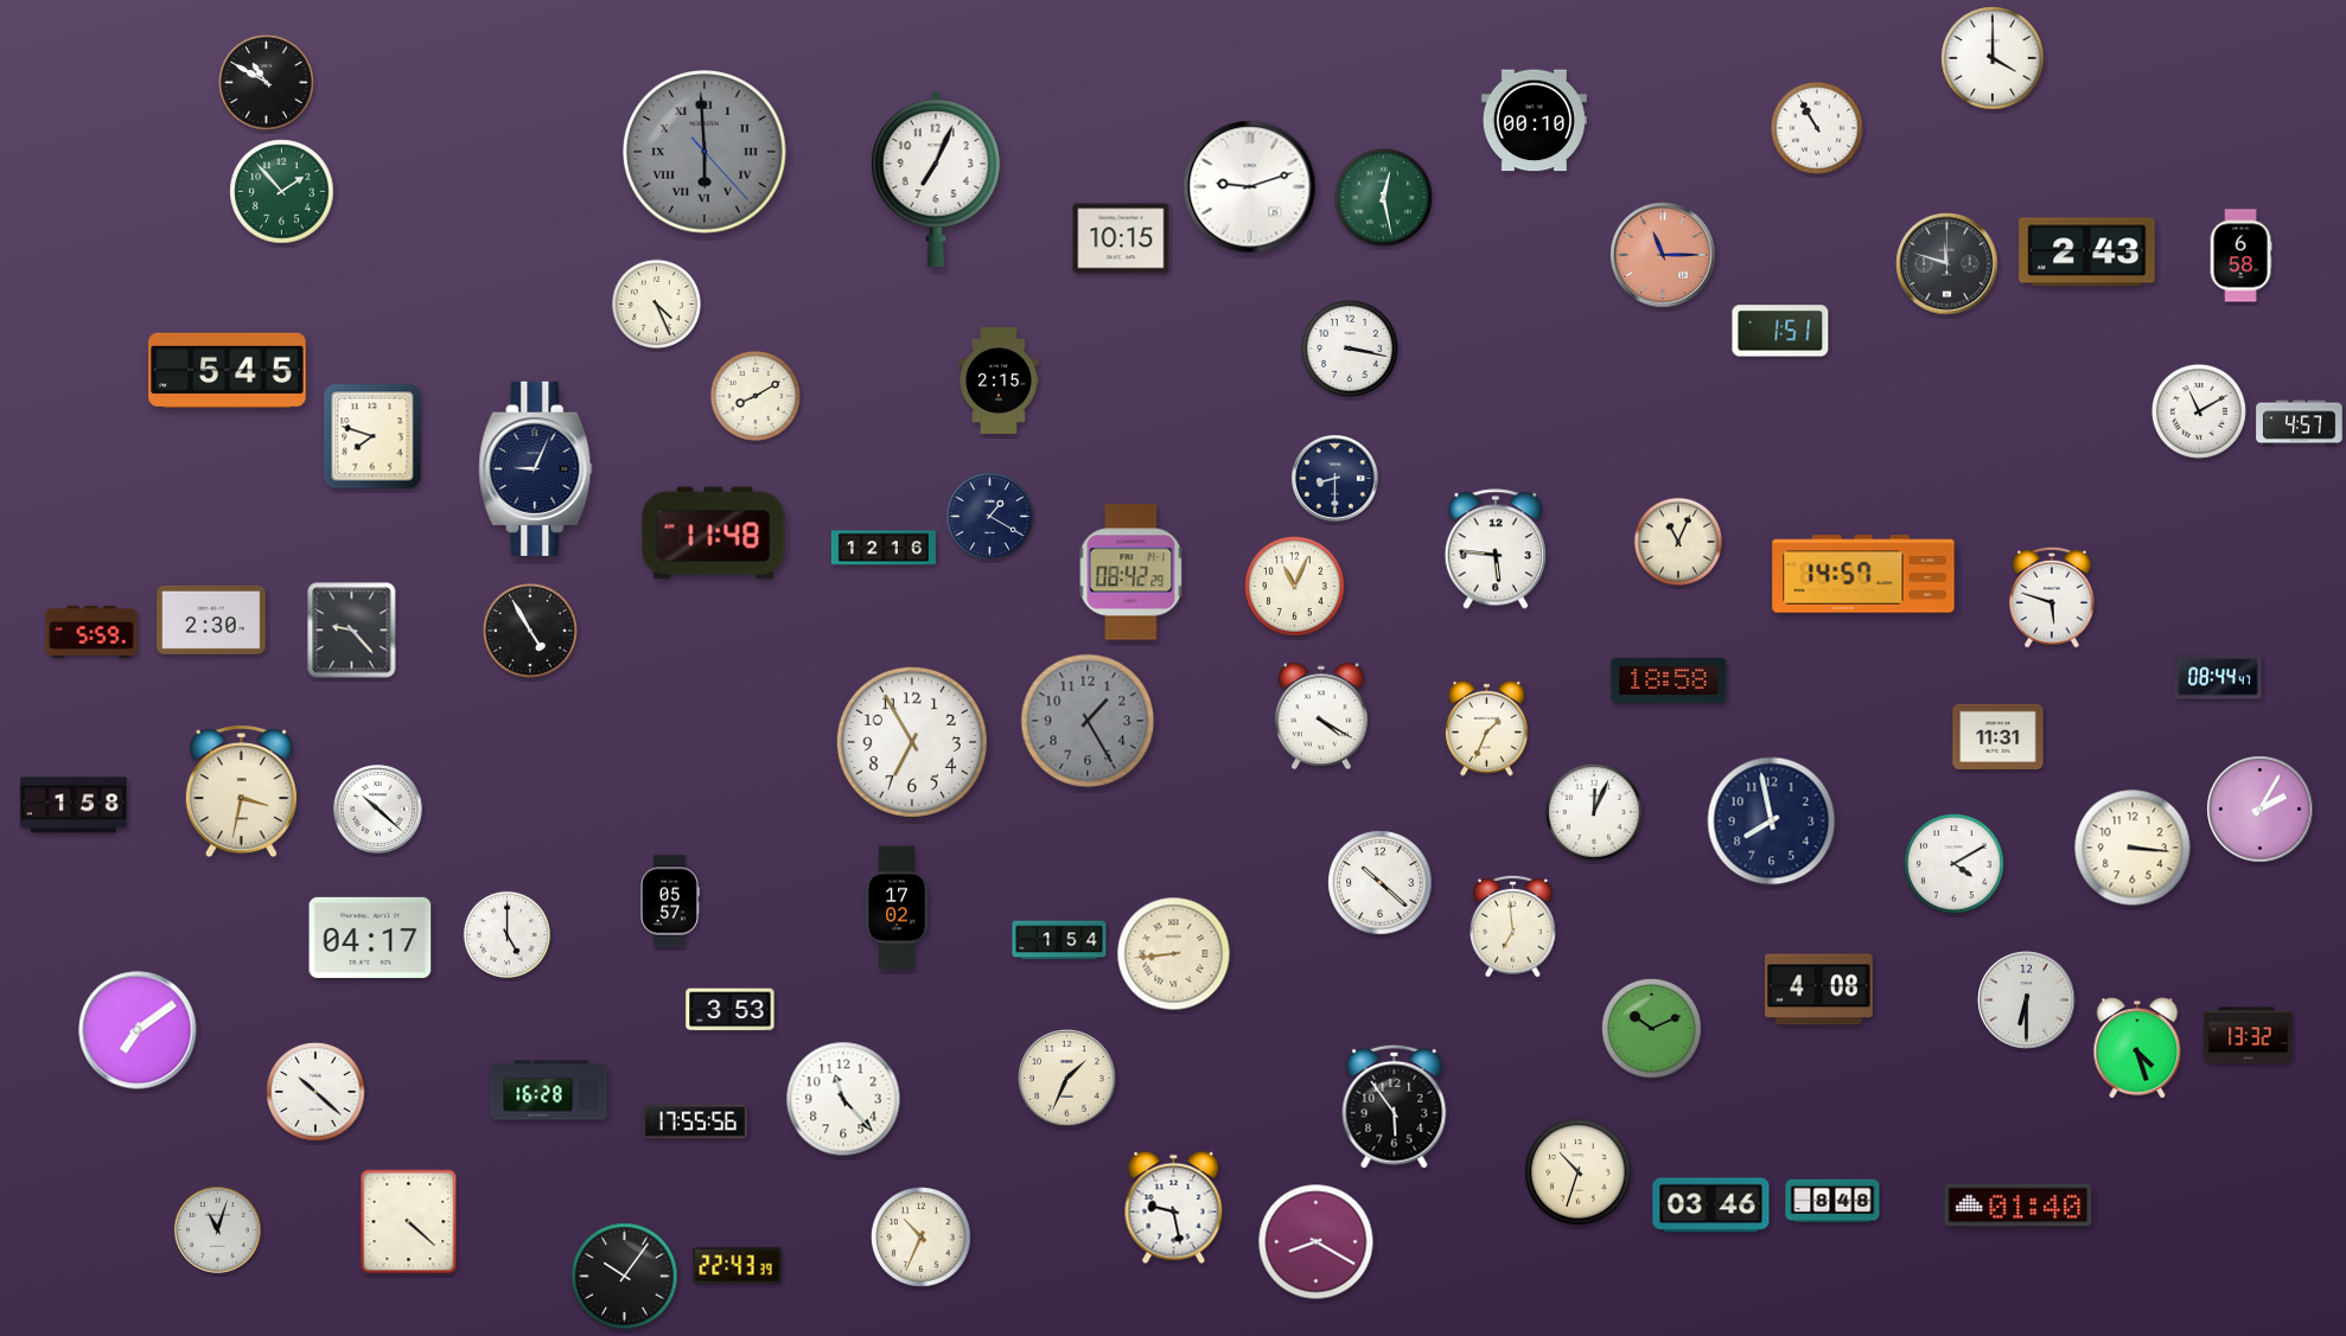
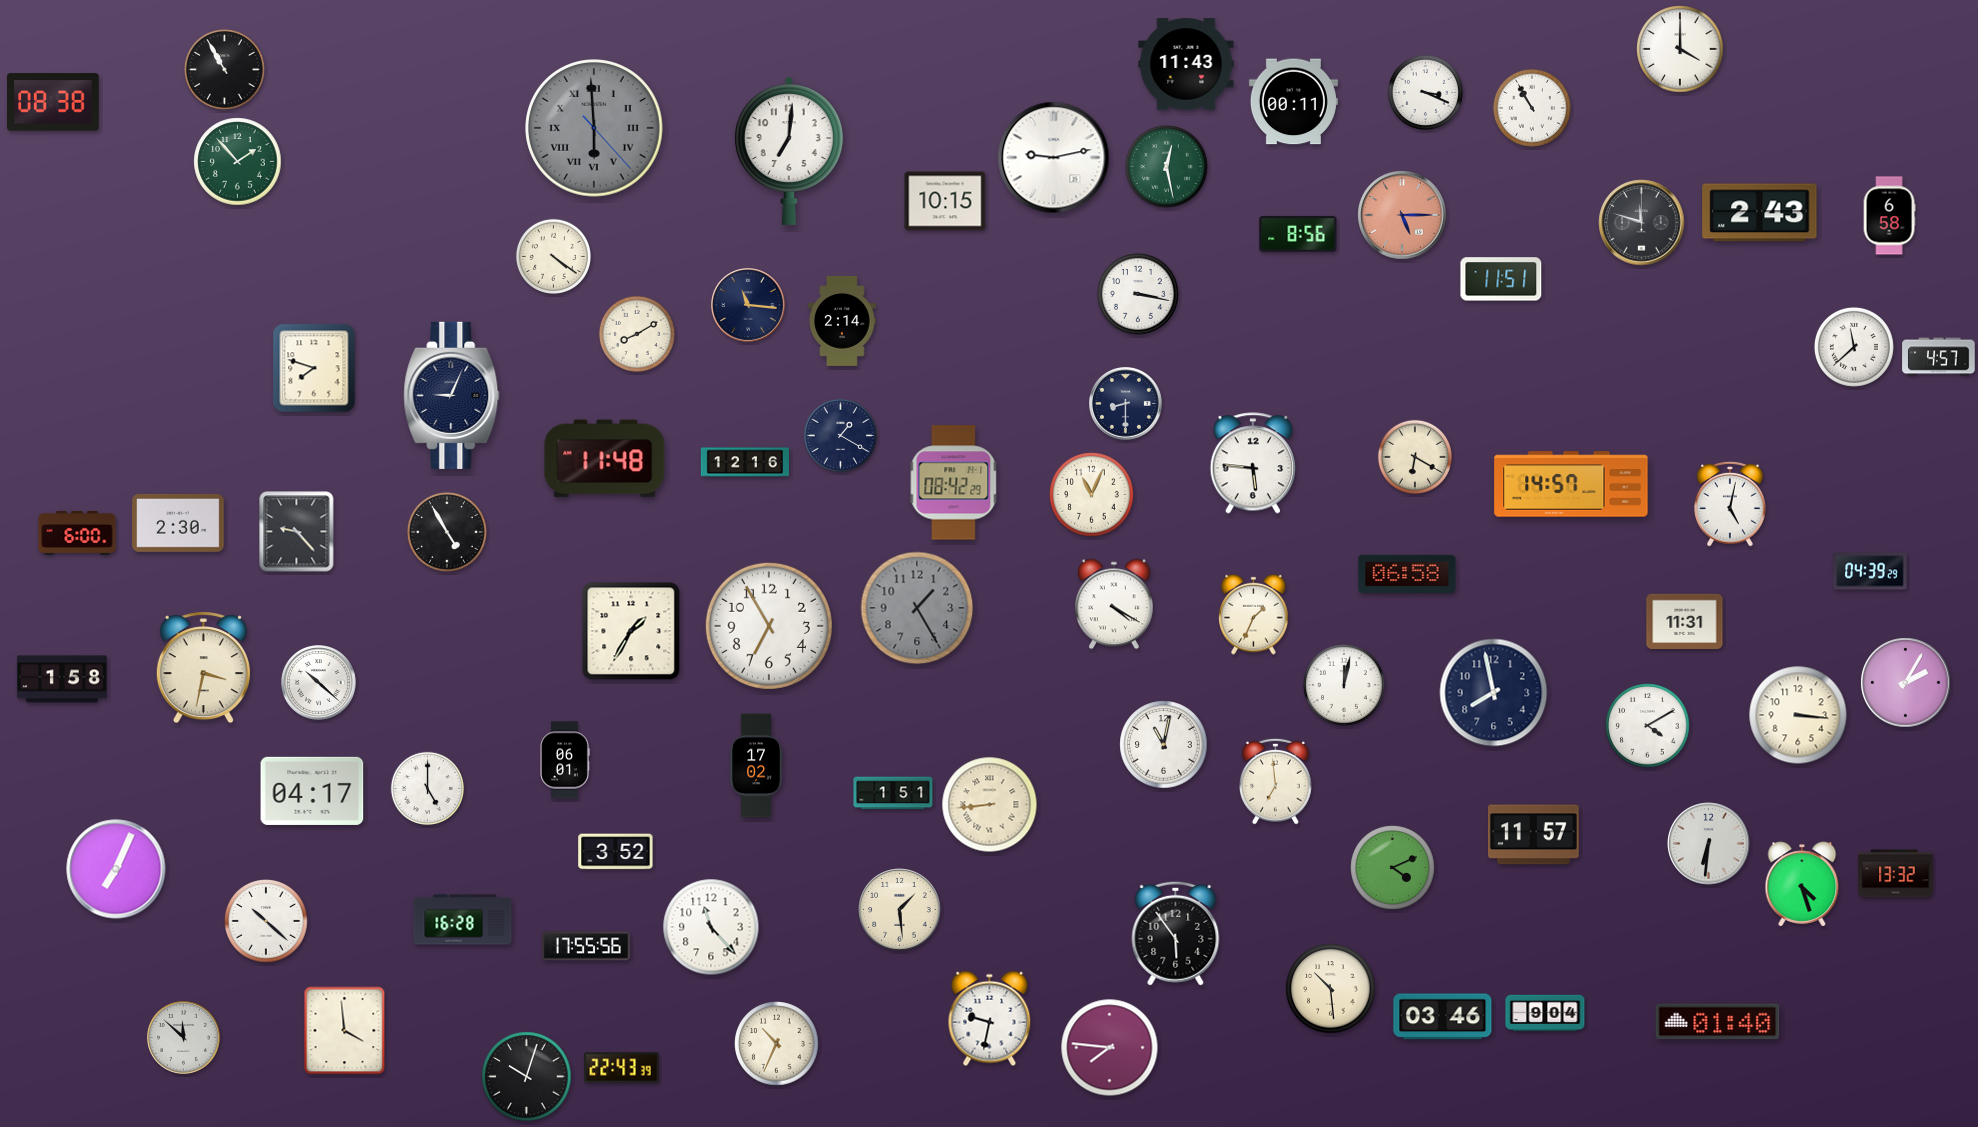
clock at (1186, 64): none -> 11:43
clock at (266, 82): 10:50 -> 10:55
clock at (1425, 92): none -> 3:19
clock at (54, 102): none -> 08:38
clock at (1534, 121): 00:10 -> 00:11
clock at (936, 179): 7:04 -> 7:01
clock at (1250, 187): 9:12 -> 9:13
clock at (1663, 255): 11:15 -> 5:15
clock at (1298, 234): none -> 8:56
clock at (656, 303): 4:26 -> 4:21
clock at (1780, 331): 1:51 -> 11:51
clock at (749, 306): none -> 11:16
clock at (228, 371): 5:45 -> none
clock at (999, 381): 2:15 -> 2:14
clock at (2199, 411): 11:10 -> 11:38
clock at (989, 516) position: (989, 516) -> (840, 435)
clock at (714, 533) position: (714, 533) -> (605, 459)
clock at (1677, 541): 11:04 -> 6:20
clock at (1494, 549) position: (1494, 549) -> (1252, 463)
clock at (2052, 597): 5:48 -> 5:02
clock at (91, 632): 5:59 -> 6:00
clock at (2218, 677): 08:44 -> 04:39
clock at (1669, 680): 18:58 -> 06:58
clock at (631, 631): none -> 1:35
clock at (1594, 812): 12:04 -> 12:02
clock at (1955, 864) position: (1955, 864) -> (1648, 726)
clock at (1381, 883): 10:22 -> 11:02
clock at (670, 901): 05:57 -> 06:01
clock at (1059, 940): 1:54 -> 1:51
clock at (1818, 990): 4:08 -> 11:57
clock at (2027, 1001): 6:30 -> 6:31
clock at (731, 1010): 3:53 -> 3:52
clock at (1652, 1029): 10:11 -> 4:11
clock at (138, 1030): 7:09 -> 7:04
clock at (1067, 1079): 1:34 -> 1:29
clock at (1579, 1172): 10:33 -> 10:29
clock at (1832, 1201): 8:48 -> 9:04
clock at (2019, 1206) position: (2019, 1206) -> (1718, 1022)
clock at (1174, 1208): 9:28 -> 9:32
clock at (409, 1222): 4:22 -> 3:59
clock at (218, 1230): 11:03 -> 11:52
clock at (1317, 1242): 8:20 -> 7:46
clock at (625, 1277): 10:06 -> 10:03
